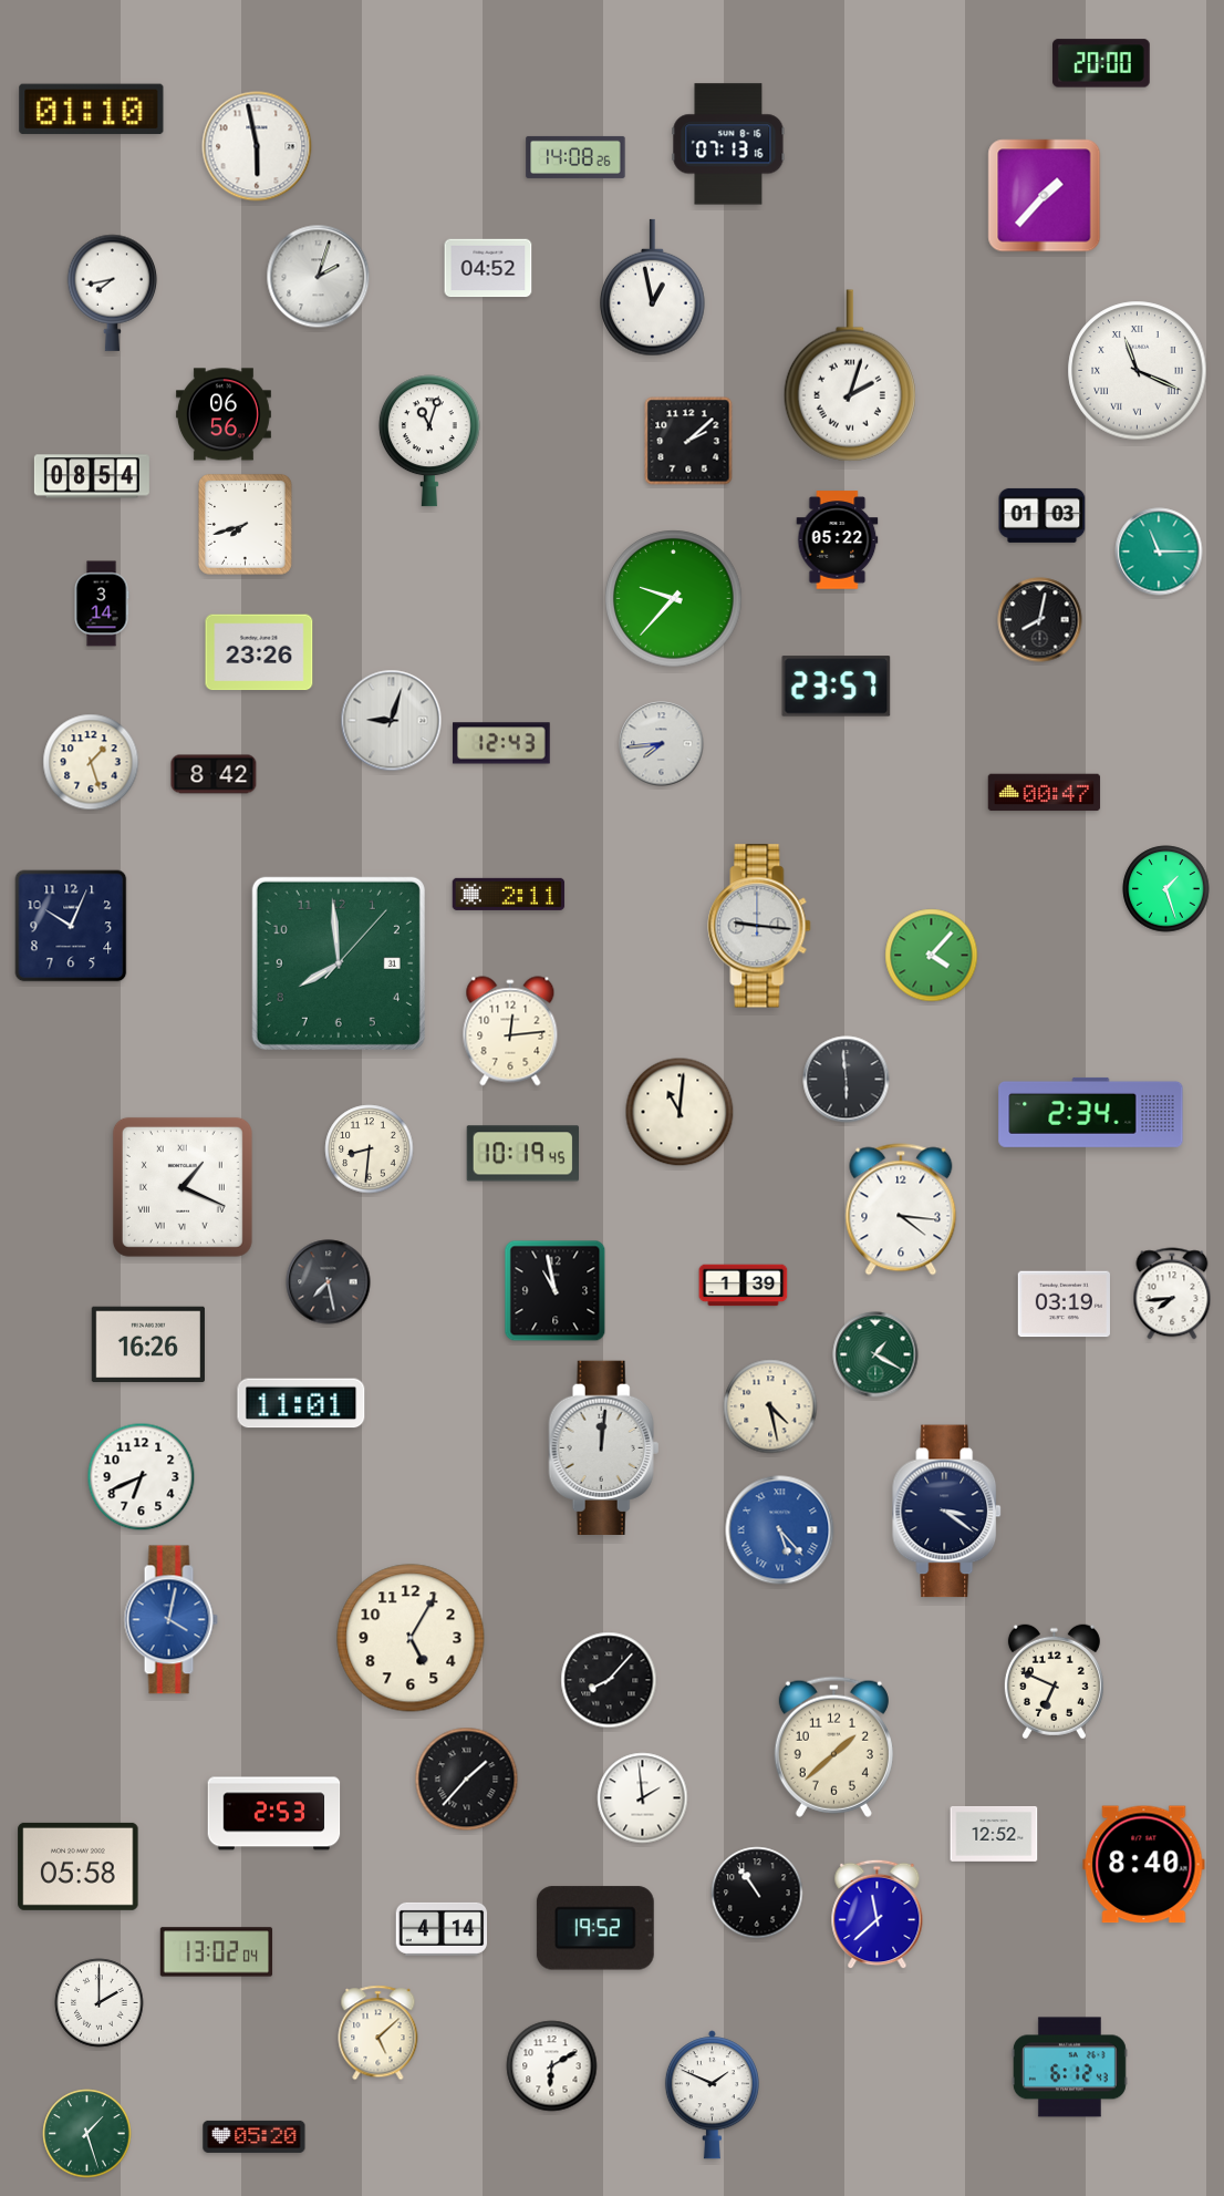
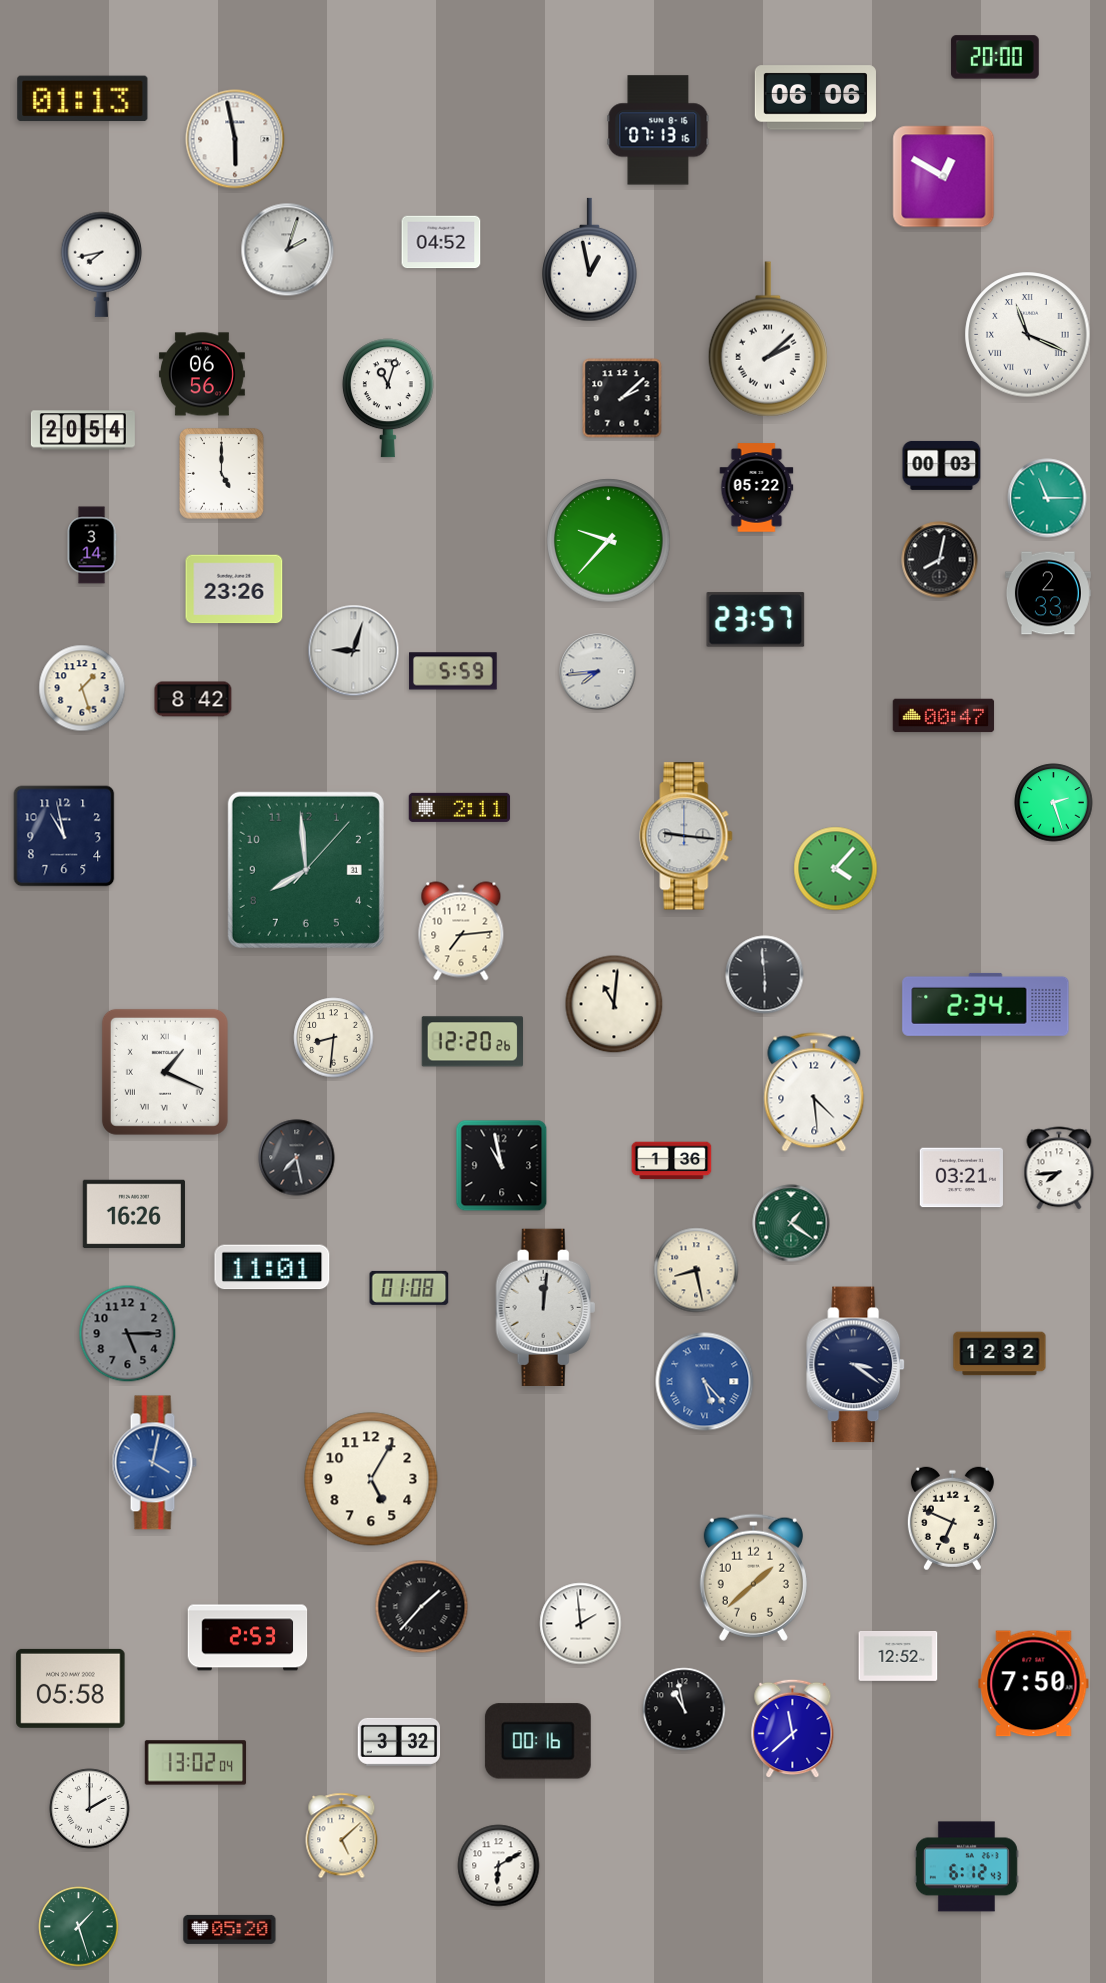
clock at (815, 98): none -> 06:06
clock at (92, 110): 01:10 -> 01:13
clock at (257, 146) position: (257, 146) -> (235, 139)
clock at (575, 157): 14:08 -> none
clock at (1045, 196): 1:37 -> 12:50
clock at (850, 375): 2:03 -> 2:08
clock at (92, 476): 08:54 -> 20:54
clock at (1043, 515): 01:03 -> 00:03
clock at (246, 525): 7:42 -> 5:00
clock at (1048, 593): none -> 2:33
clock at (501, 743): 12:43 -> 5:59
clock at (1166, 889): 1:27 -> 2:27
clock at (71, 926): 10:04 -> 10:58
clock at (932, 956) position: (932, 956) -> (836, 869)
clock at (510, 1031): 12:14 -> 7:14
clock at (522, 1154): 10:19 -> 12:20
clock at (901, 1209): 4:16 -> 4:29
clock at (744, 1286): 1:39 -> 1:36
clock at (1064, 1305): 03:19 -> 03:21
clock at (875, 1354): 1:20 -> 1:21
clock at (770, 1406): 4:28 -> 8:28
clock at (409, 1288): none -> 01:08
clock at (142, 1477): 6:41 -> 5:15
clock at (142, 1477) dial: white -> grey
clock at (1000, 1354): none -> 12:32
clock at (609, 1680): 8:07 -> none
clock at (1144, 1865): 8:40 -> 7:50
clock at (79, 1866) position: (79, 1866) -> (71, 1688)
clock at (757, 1893): 10:54 -> 10:58
clock at (595, 1928): 19:52 -> 00:16
clock at (442, 1929): 4:14 -> 3:32
clock at (712, 2095): 1:49 -> none
